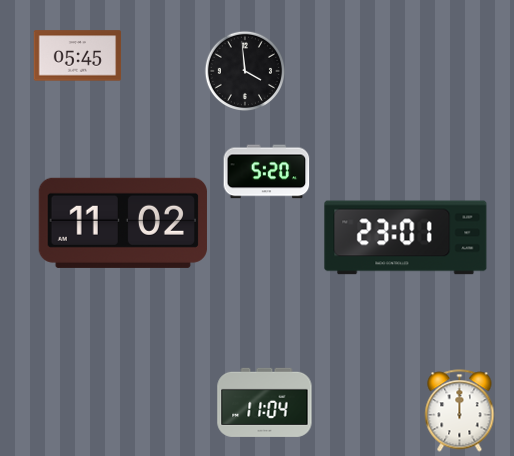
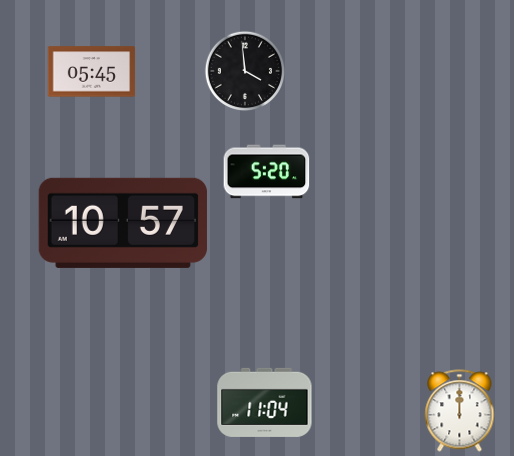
clock at (78, 56) position: (78, 56) -> (92, 72)
clock at (123, 223): 11:02 -> 10:57
clock at (406, 238): 23:01 -> none
